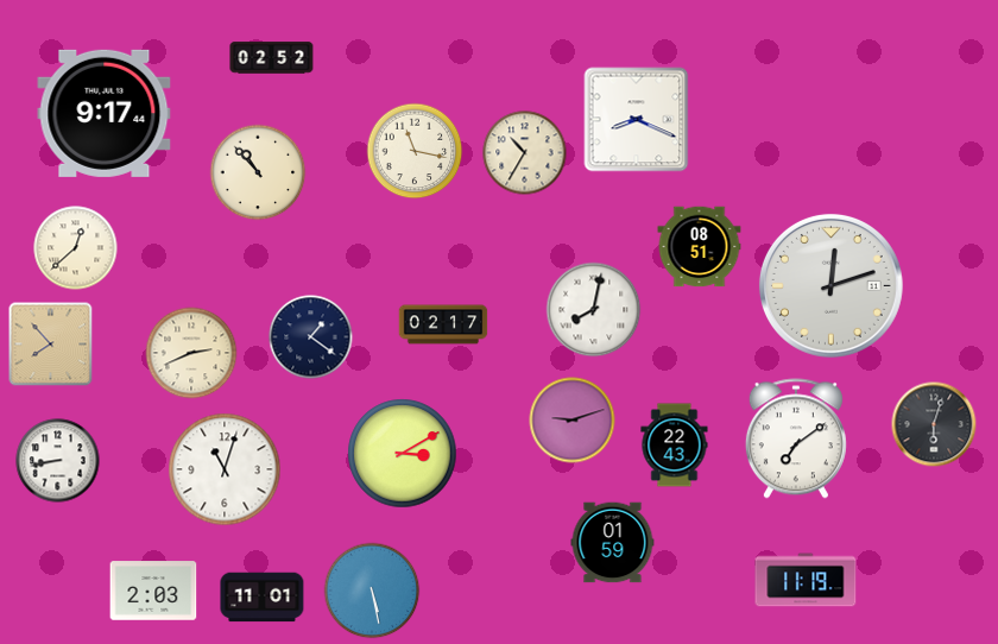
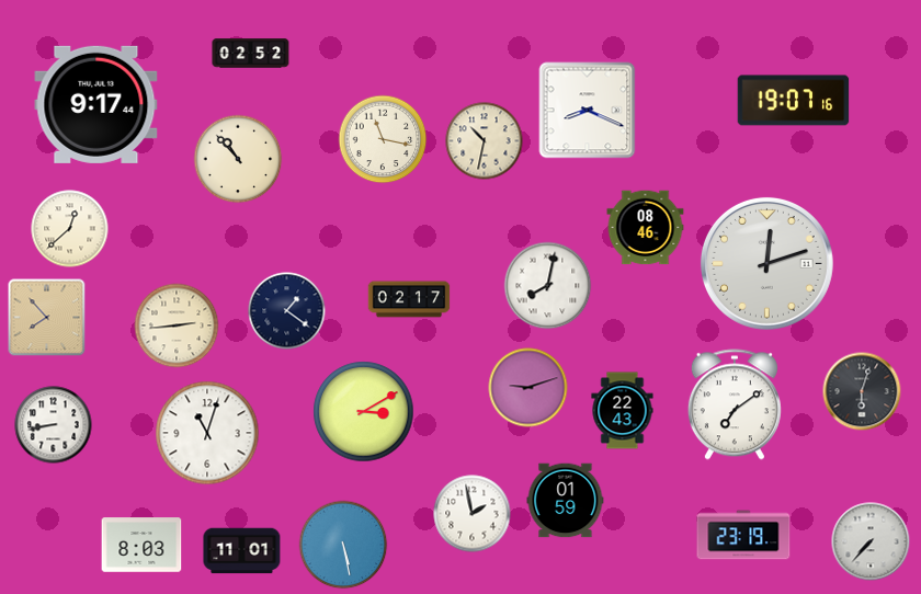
clock at (794, 101): none -> 19:07
clock at (525, 153): 10:35 -> 10:32
clock at (700, 247): 08:51 -> 08:46
clock at (191, 353): 2:41 -> 2:44
clock at (403, 454) position: (403, 454) -> (364, 412)
clock at (473, 514): none -> 1:58
clock at (806, 580): 11:19 -> 23:19
clock at (871, 541): none -> 7:37
clock at (153, 591): 2:03 -> 8:03
